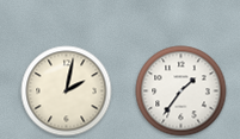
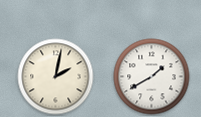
clock at (181, 91): 1:36 -> 1:40
